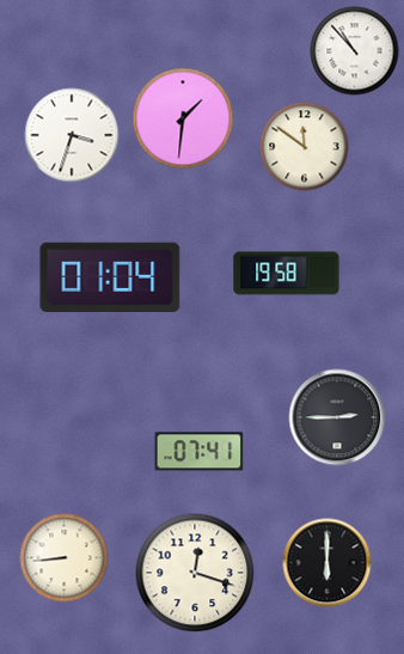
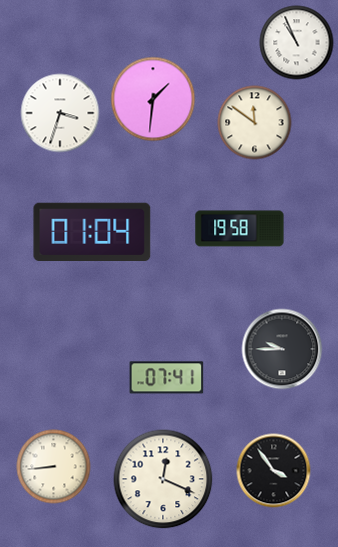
clock at (355, 51): 10:53 -> 10:56
clock at (337, 417): 2:45 -> 9:45
clock at (328, 563): 6:00 -> 3:54
clock at (195, 573): 12:18 -> 12:19
